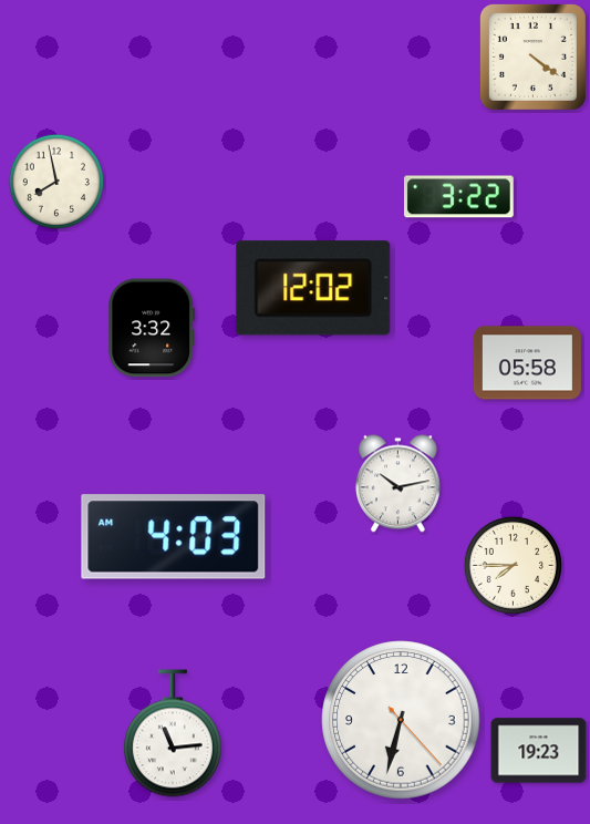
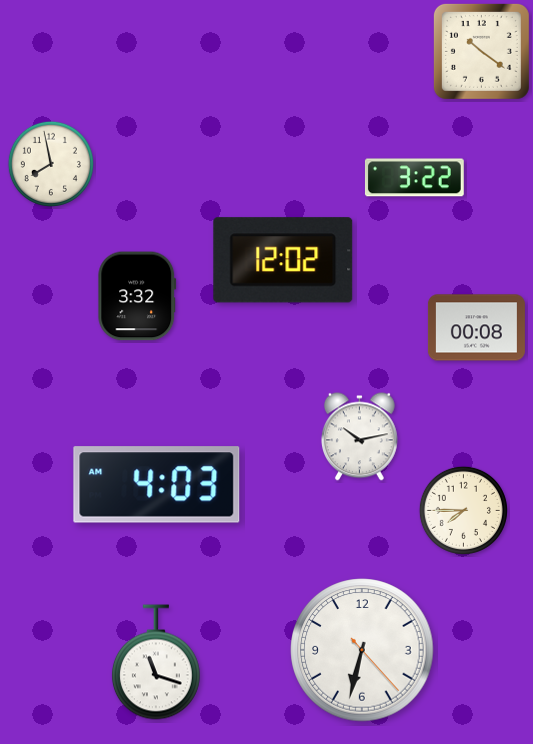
clock at (532, 56): 4:21 -> 10:21
clock at (527, 363): 05:58 -> 00:08
clock at (173, 733): 11:14 -> 11:18
clock at (539, 751): 19:23 -> none
